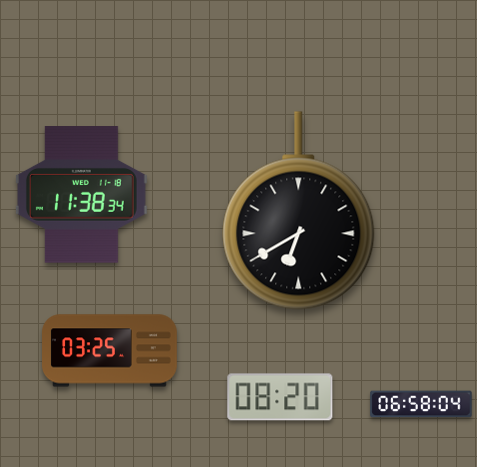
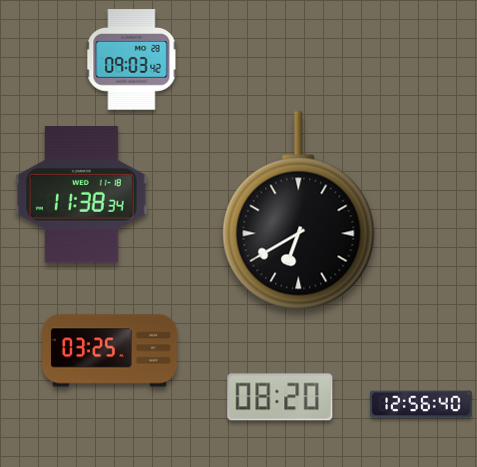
clock at (132, 60): none -> 09:03
clock at (421, 404): 06:58 -> 12:56
